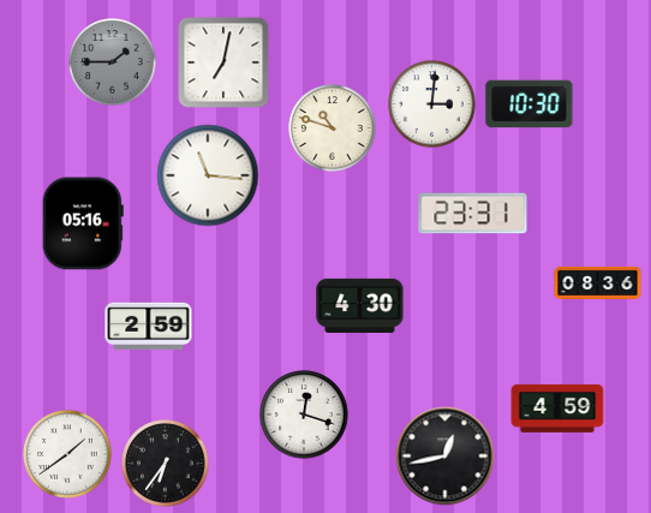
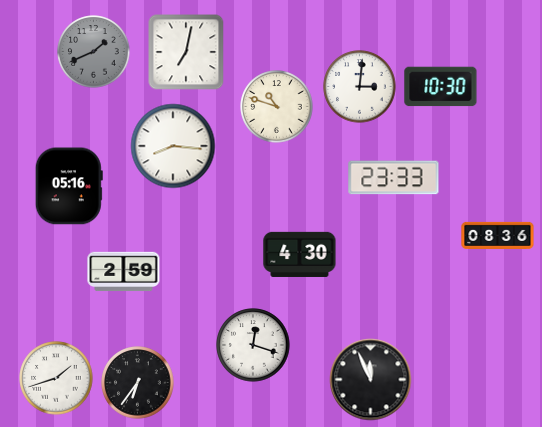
clock at (113, 62): 1:45 -> 1:41
clock at (208, 175): 11:16 -> 8:16
clock at (473, 214): 23:31 -> 23:33
clock at (557, 408): 4:59 -> none
clock at (67, 454): 1:39 -> 1:42
clock at (446, 457): 12:43 -> 11:56
clock at (166, 464) position: (166, 464) -> (138, 383)
